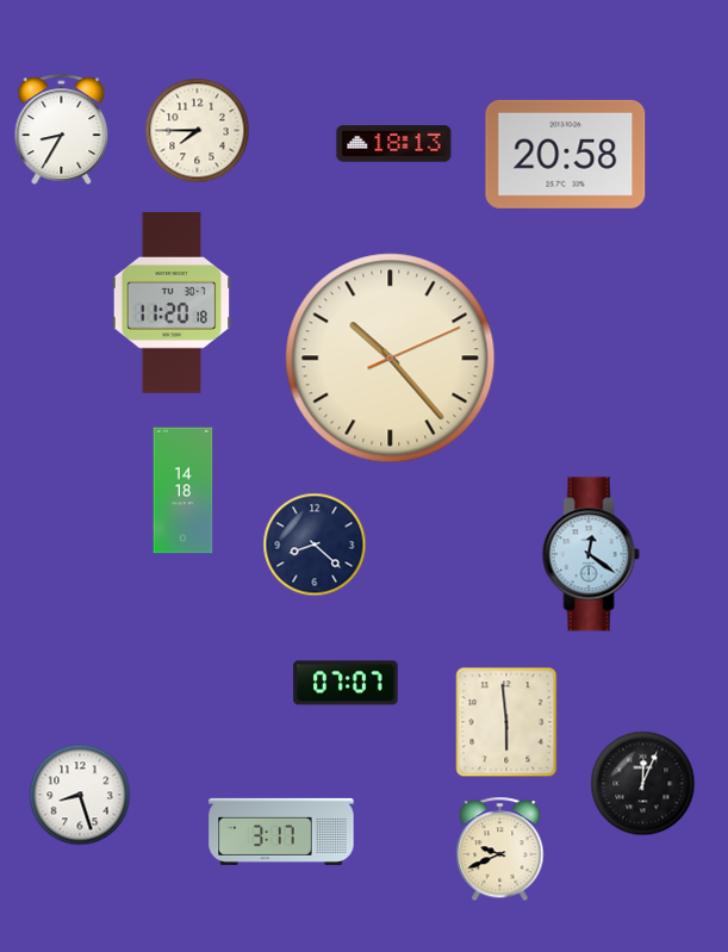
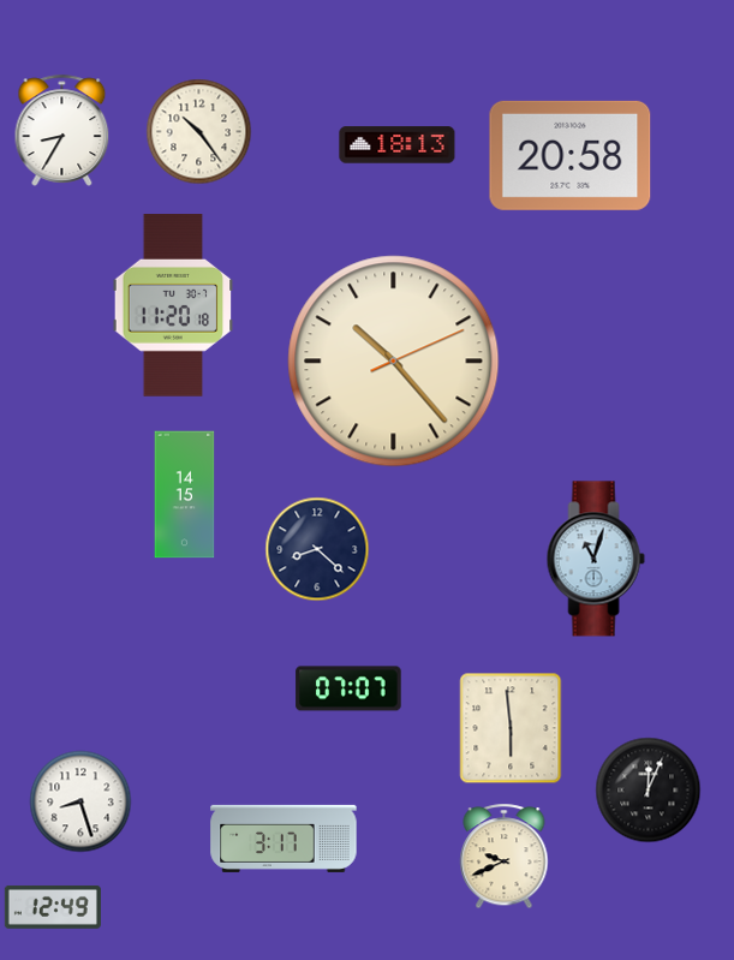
clock at (198, 131): 7:45 -> 10:24
clock at (183, 491): 14:18 -> 14:15
clock at (591, 554): 12:21 -> 11:03
clock at (53, 907): none -> 12:49
